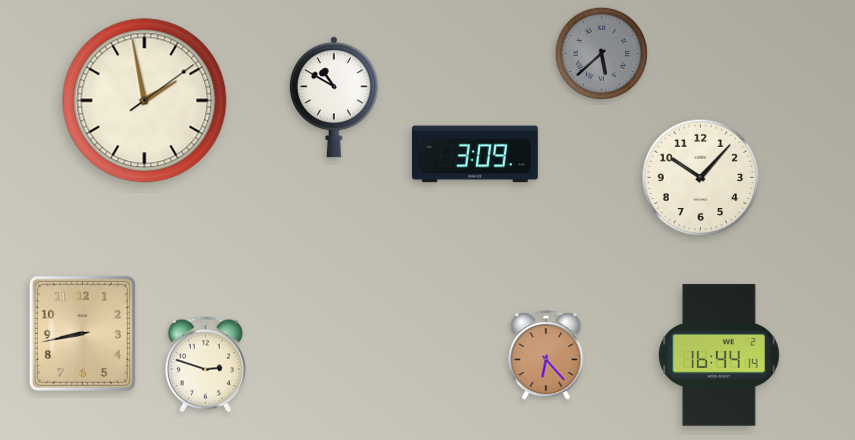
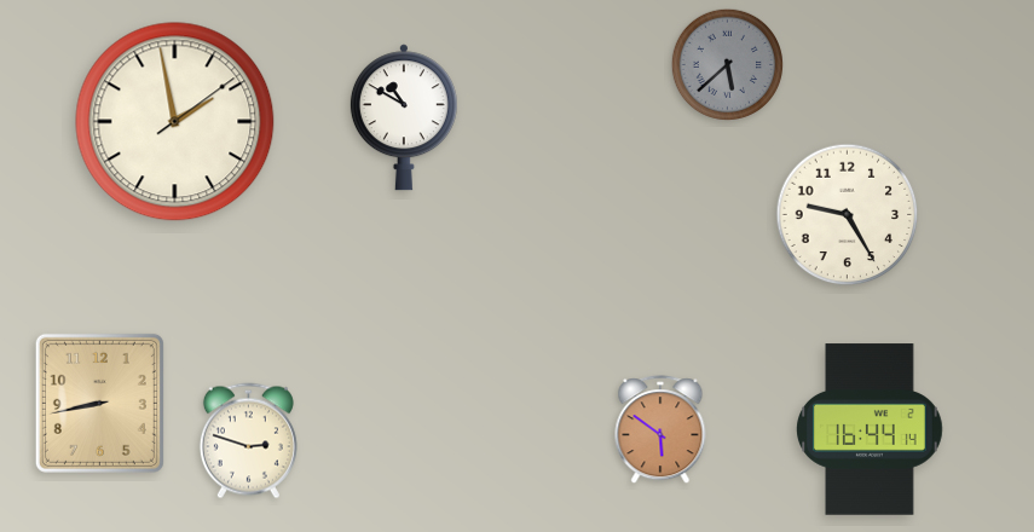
clock at (475, 154): 3:09 -> none
clock at (701, 178): 10:07 -> 9:25
clock at (546, 356): 6:23 -> 5:51
